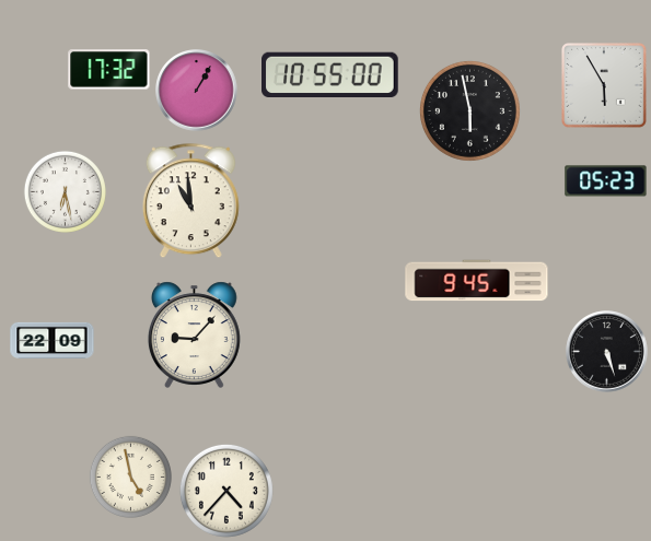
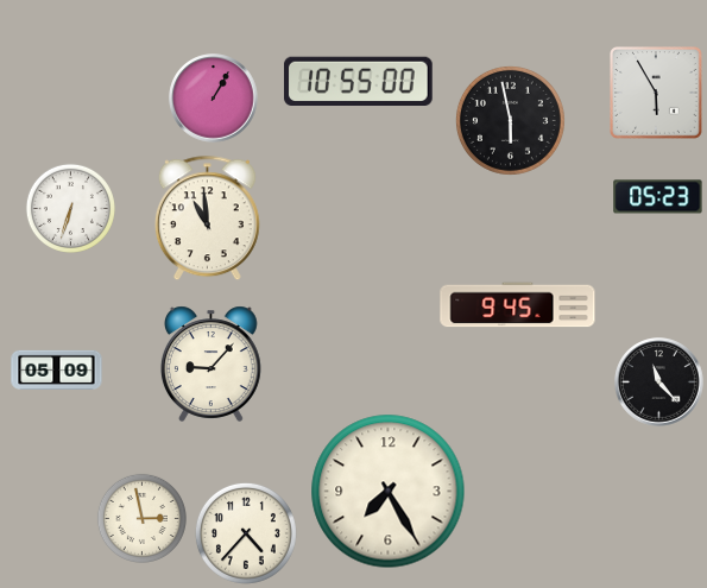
clock at (109, 70): 17:32 -> none
clock at (65, 191): 6:28 -> 6:33
clock at (53, 340): 22:09 -> 05:09
clock at (607, 352): 5:27 -> 11:23
clock at (389, 492): none -> 7:25
clock at (130, 477): 4:58 -> 2:58
